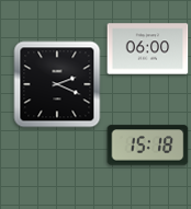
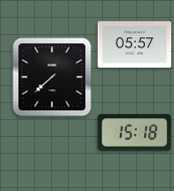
clock at (148, 49): 06:00 -> 05:57
clock at (57, 84): 2:19 -> 7:38
